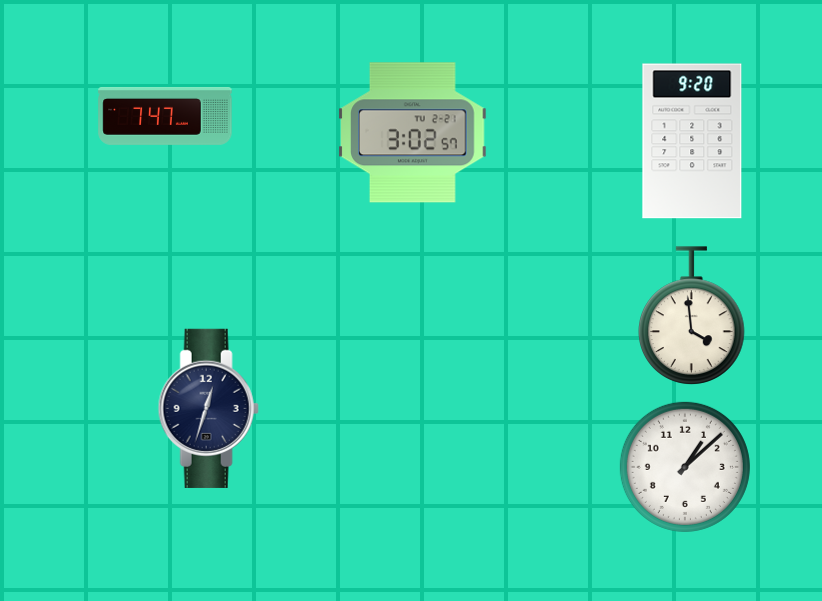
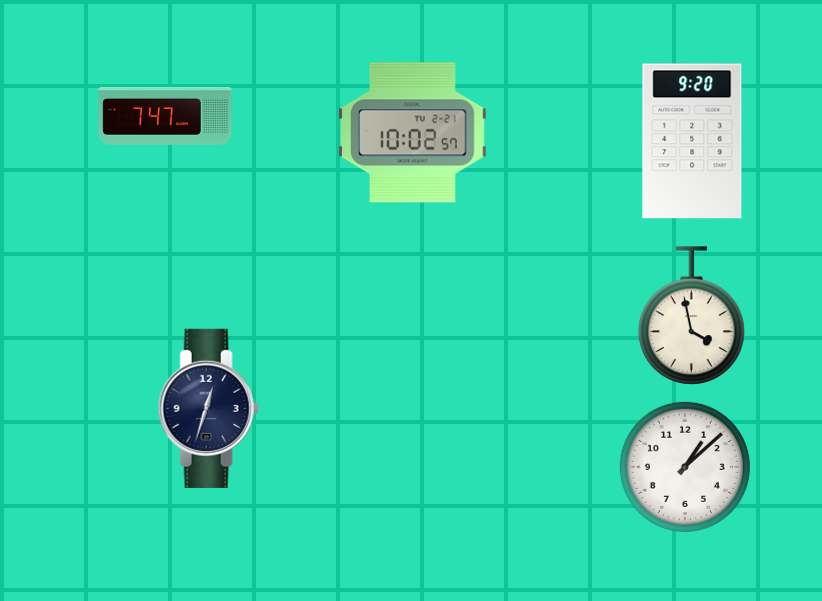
clock at (413, 133): 3:02 -> 10:02
clock at (692, 316): 3:59 -> 3:58
